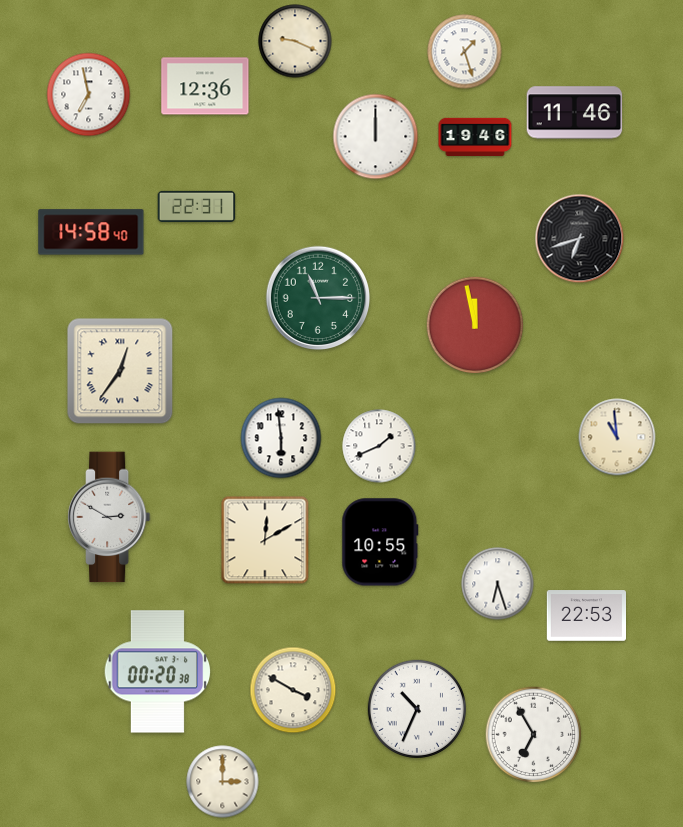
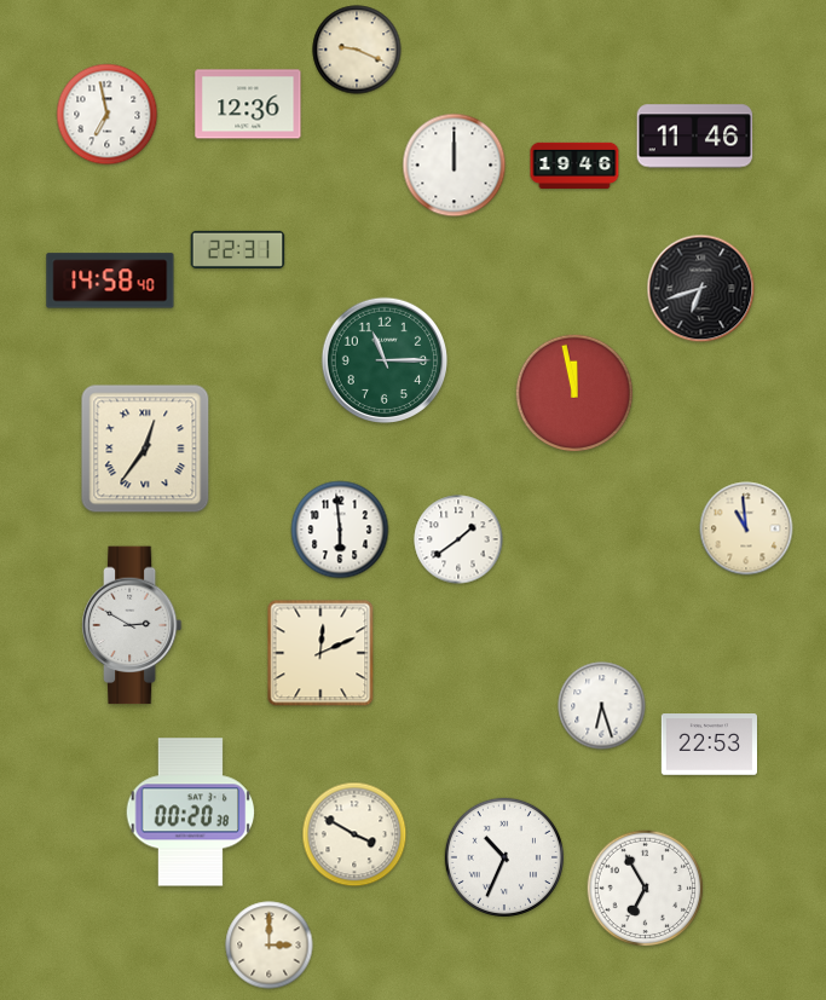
clock at (465, 52): 1:27 -> none
clock at (379, 446): 1:41 -> 1:39
clock at (265, 540): 12:10 -> 12:11
clock at (380, 542): 10:55 -> none
